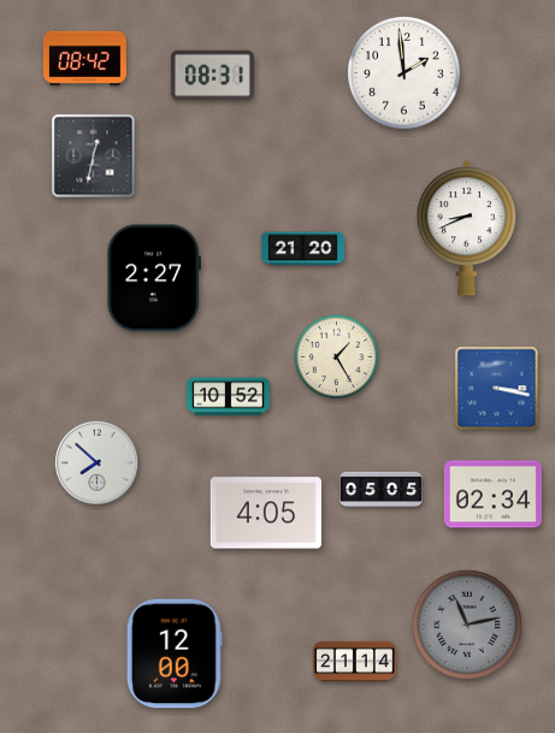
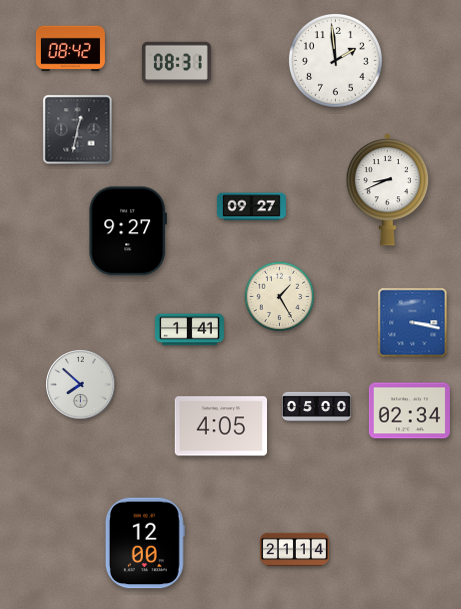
clock at (302, 249): 21:20 -> 09:27
clock at (153, 278): 2:27 -> 9:27
clock at (228, 397): 10:52 -> 1:41
clock at (380, 489): 05:05 -> 05:00
clock at (467, 625): 11:13 -> none
